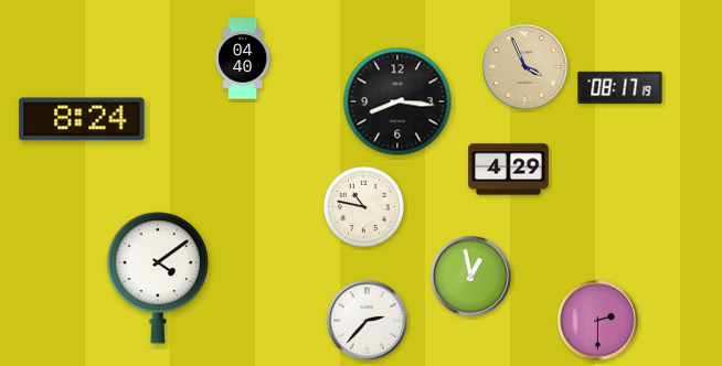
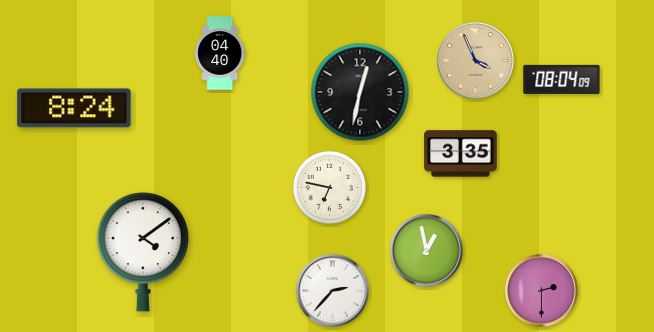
clock at (620, 87): 08:17 -> 08:04
clock at (397, 101): 8:16 -> 12:32
clock at (509, 170): 4:29 -> 3:35
clock at (363, 206): 10:47 -> 6:47
